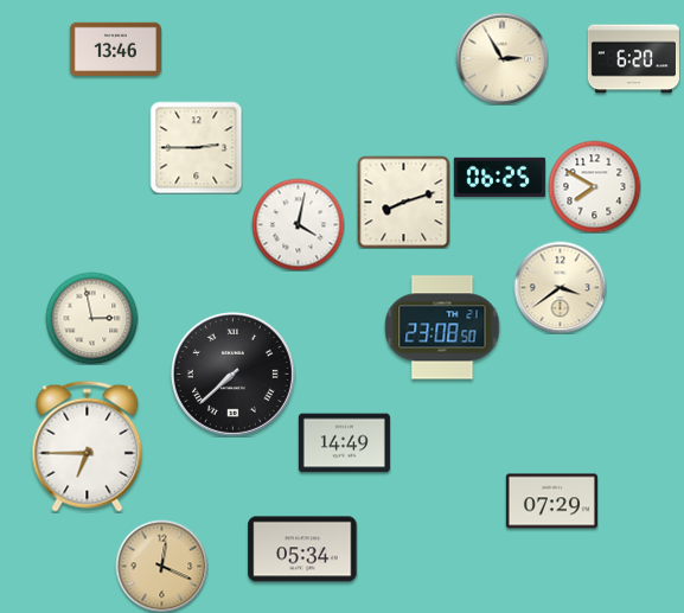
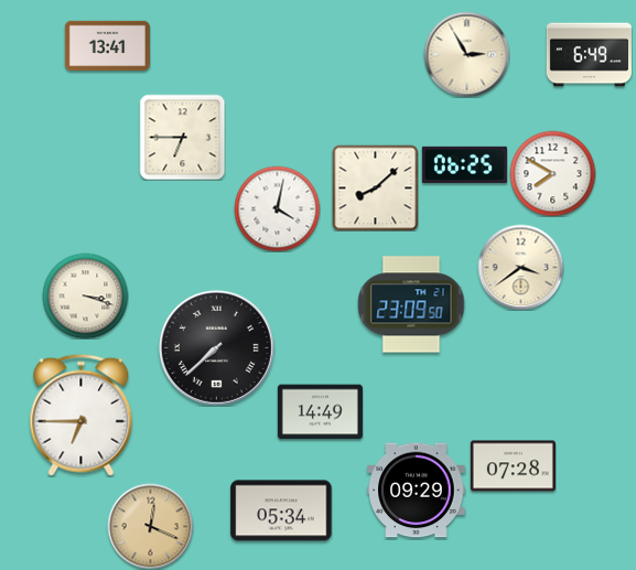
clock at (115, 49): 13:46 -> 13:41
clock at (633, 59): 6:20 -> 6:49
clock at (196, 147): 2:45 -> 6:45
clock at (403, 202): 8:12 -> 8:08
clock at (91, 318): 2:58 -> 3:18
clock at (442, 327): 23:08 -> 23:09
clock at (551, 502): 07:29 -> 07:28
clock at (417, 491): none -> 09:29
